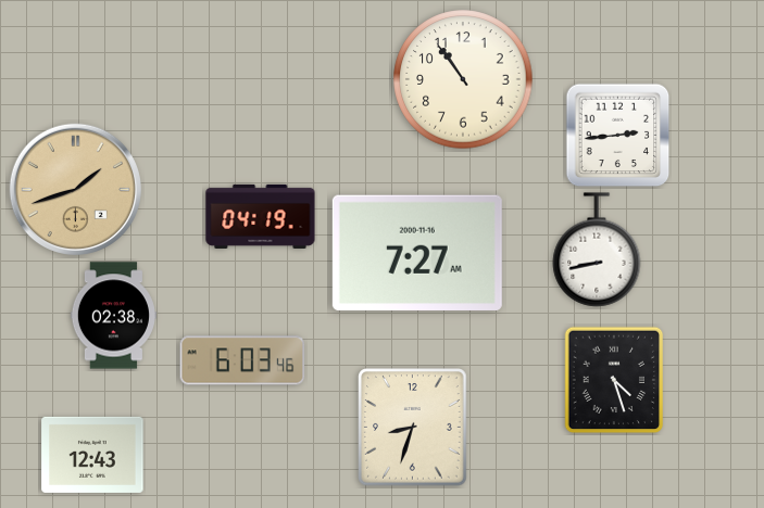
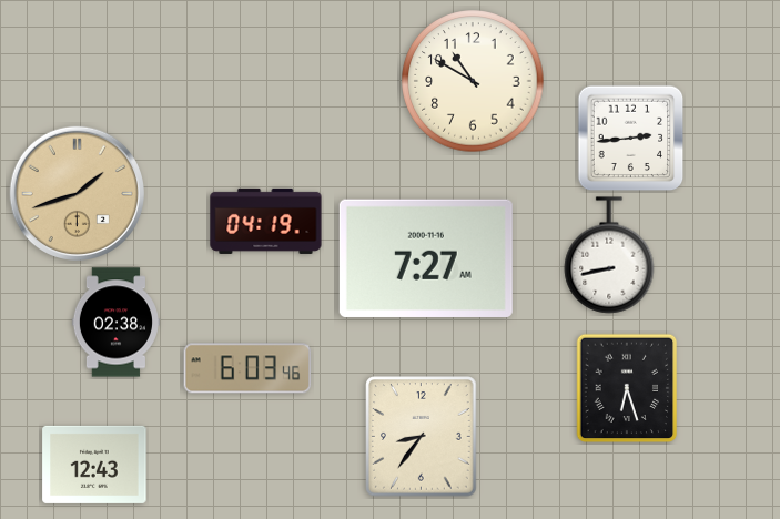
clock at (463, 79): 10:54 -> 10:50
clock at (614, 380): 4:27 -> 6:27
clock at (413, 428): 8:33 -> 8:36
